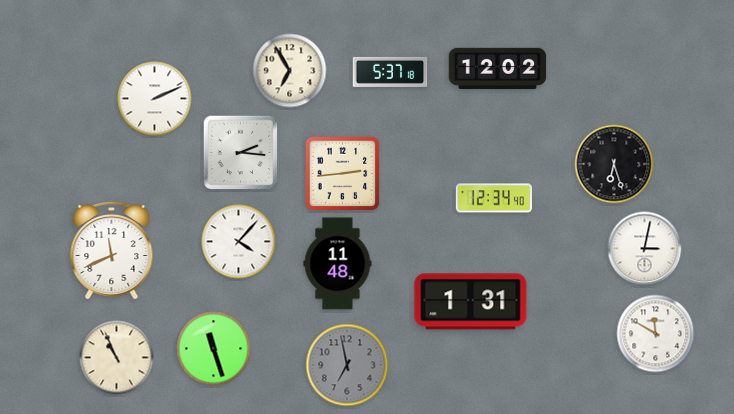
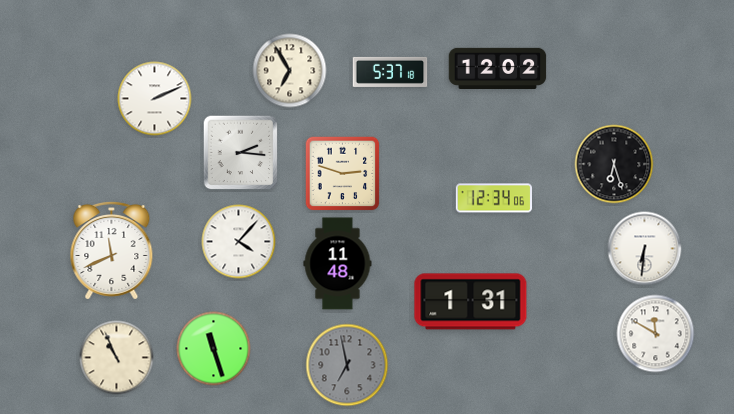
clock at (343, 174): 2:44 -> 2:48
clock at (494, 198): 12:34:40 -> 12:34:06
clock at (645, 249): 3:02 -> 6:31
